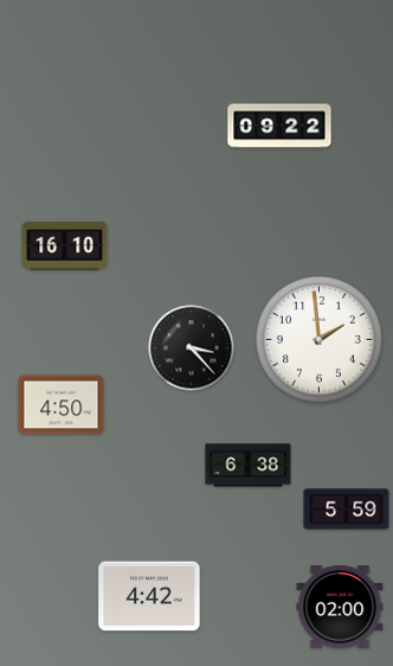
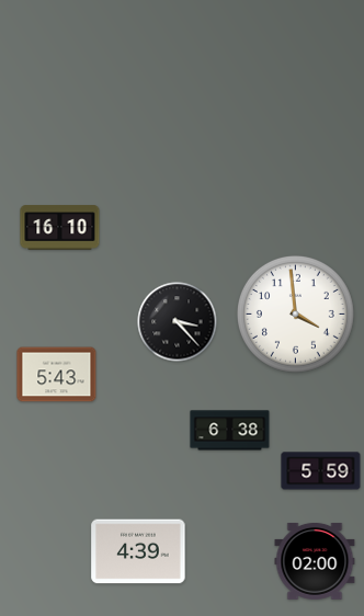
clock at (279, 126): 09:22 -> none
clock at (318, 339): 1:59 -> 3:59
clock at (62, 405): 4:50 -> 5:43
clock at (149, 596): 4:42 -> 4:39
